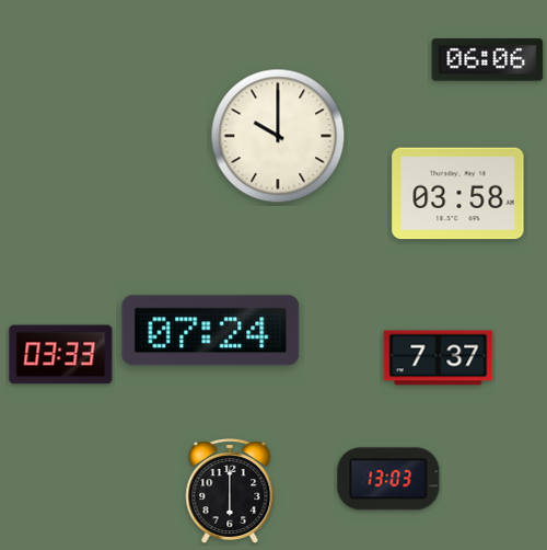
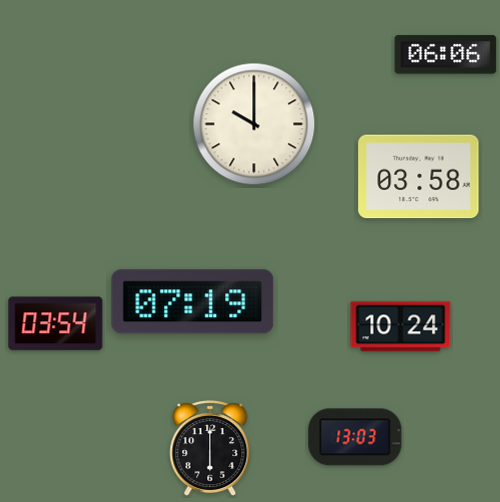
clock at (211, 331): 07:24 -> 07:19
clock at (61, 355): 03:33 -> 03:54
clock at (439, 358): 7:37 -> 10:24
